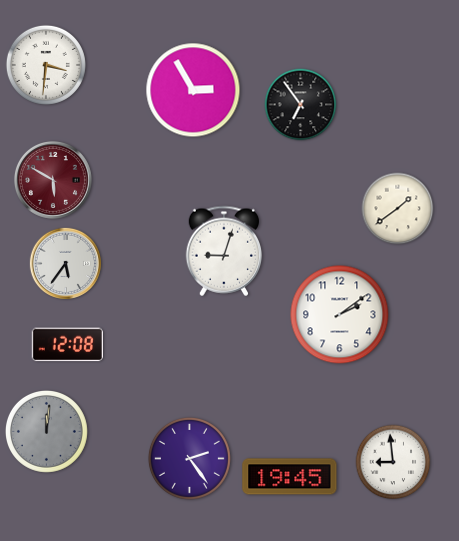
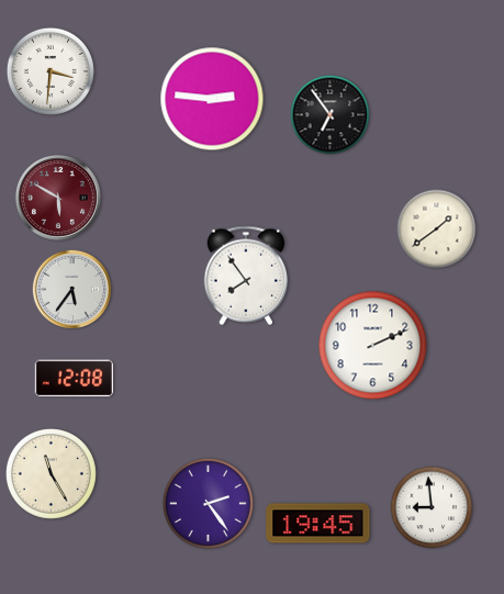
clock at (193, 90): 2:55 -> 2:46
clock at (224, 251): 9:03 -> 7:54
clock at (340, 315): 2:09 -> 2:11
clock at (46, 431): 12:01 -> 11:25
clock at (46, 431) dial: grey -> cream
